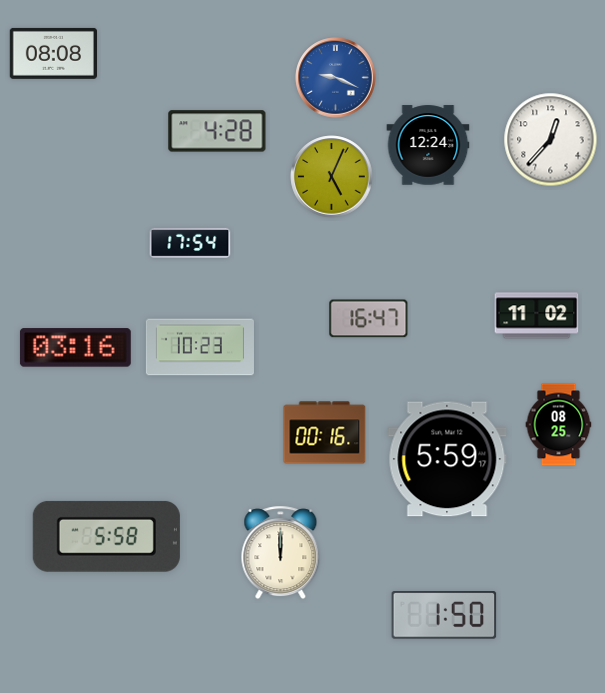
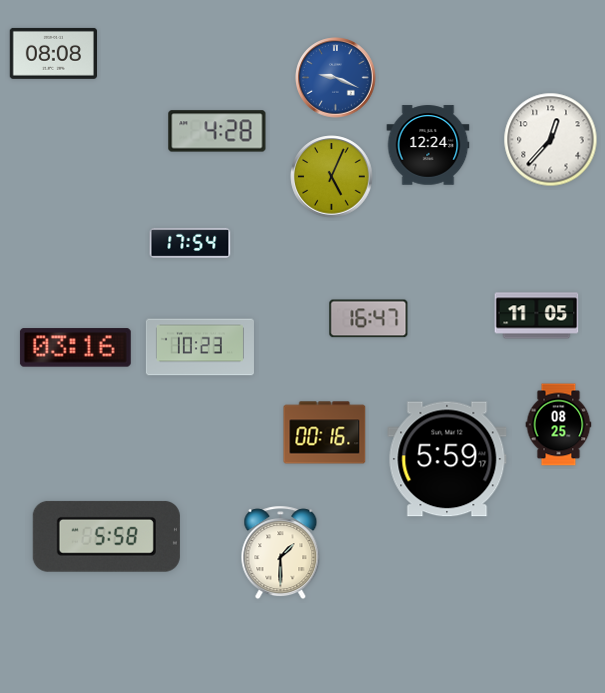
clock at (537, 316): 11:02 -> 11:05
clock at (281, 553): 12:00 -> 1:30
clock at (444, 616): 1:50 -> none
